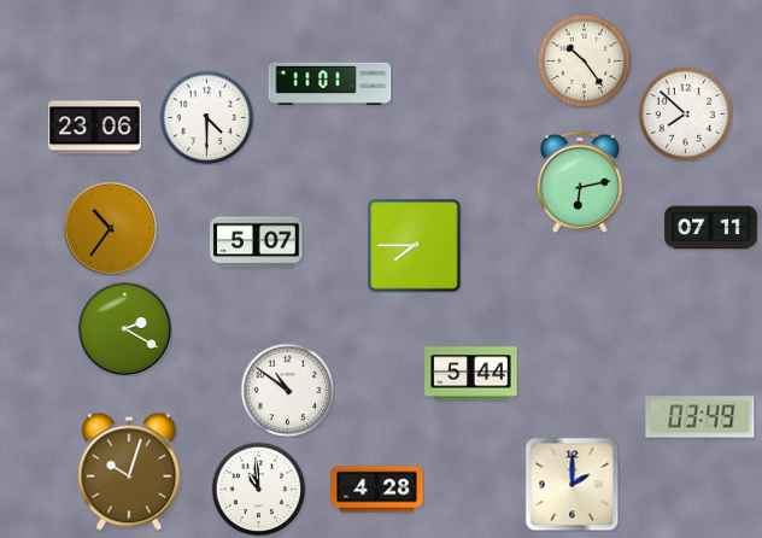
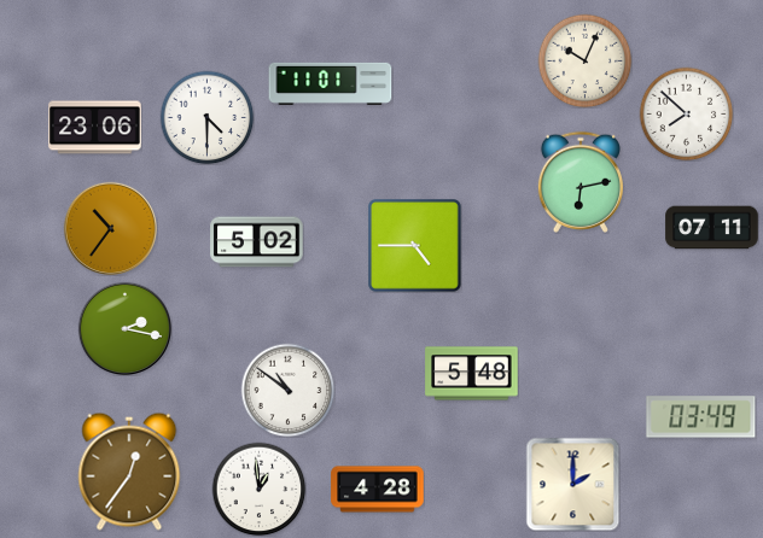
clock at (584, 60): 10:24 -> 10:04
clock at (257, 242): 5:07 -> 5:02
clock at (415, 246): 7:45 -> 4:45
clock at (124, 328): 2:20 -> 2:17
clock at (471, 374): 5:44 -> 5:48
clock at (129, 472): 10:03 -> 12:36
clock at (258, 489): 10:59 -> 12:59
